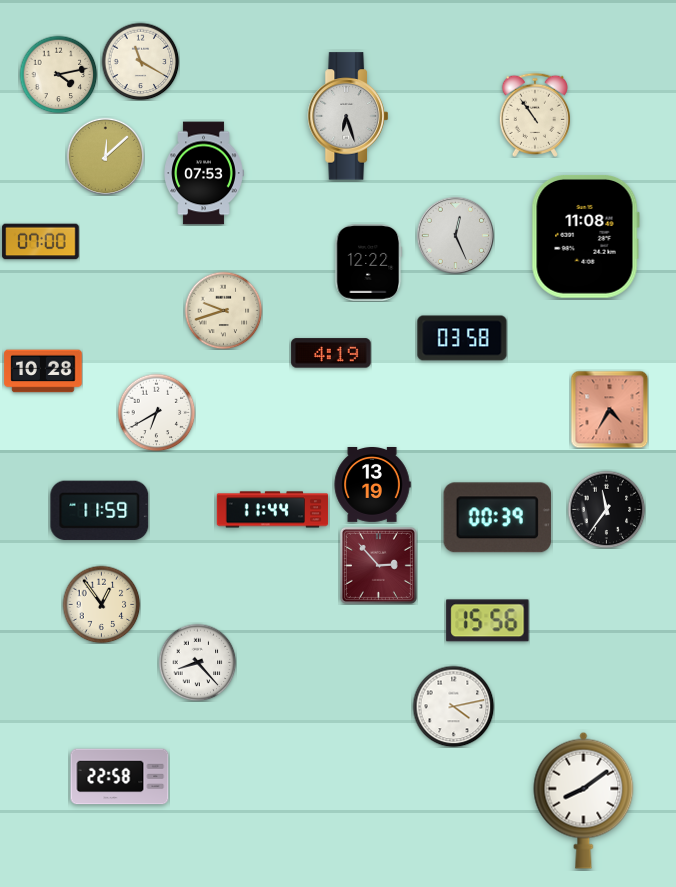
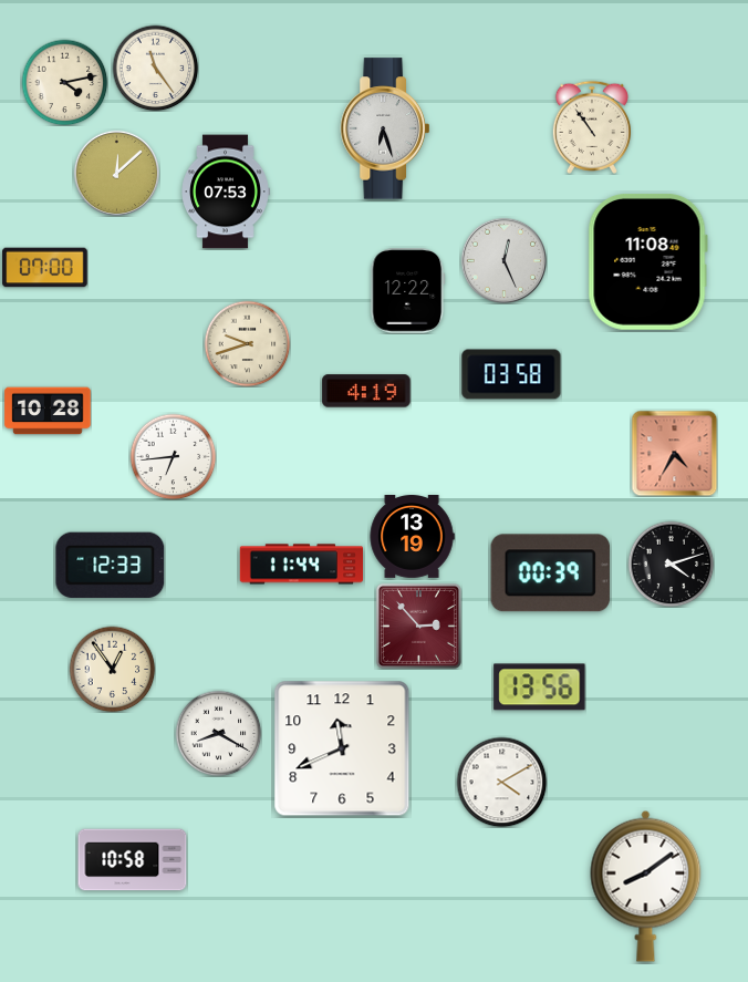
clock at (140, 61): 11:20 -> 11:24
clock at (156, 412): 6:40 -> 6:44
clock at (606, 509): 11:36 -> 4:12
clock at (100, 510): 11:59 -> 12:33
clock at (488, 621): 15:56 -> 13:56
clock at (197, 662): 8:23 -> 8:20
clock at (342, 748): none -> 11:41
clock at (453, 706): 4:13 -> 4:10
clock at (120, 777): 22:58 -> 10:58
